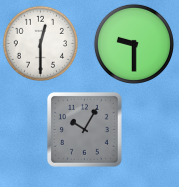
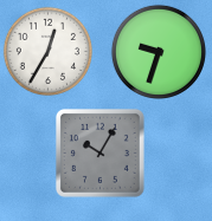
clock at (40, 43): 12:30 -> 12:35
clock at (134, 44): 9:30 -> 9:33
